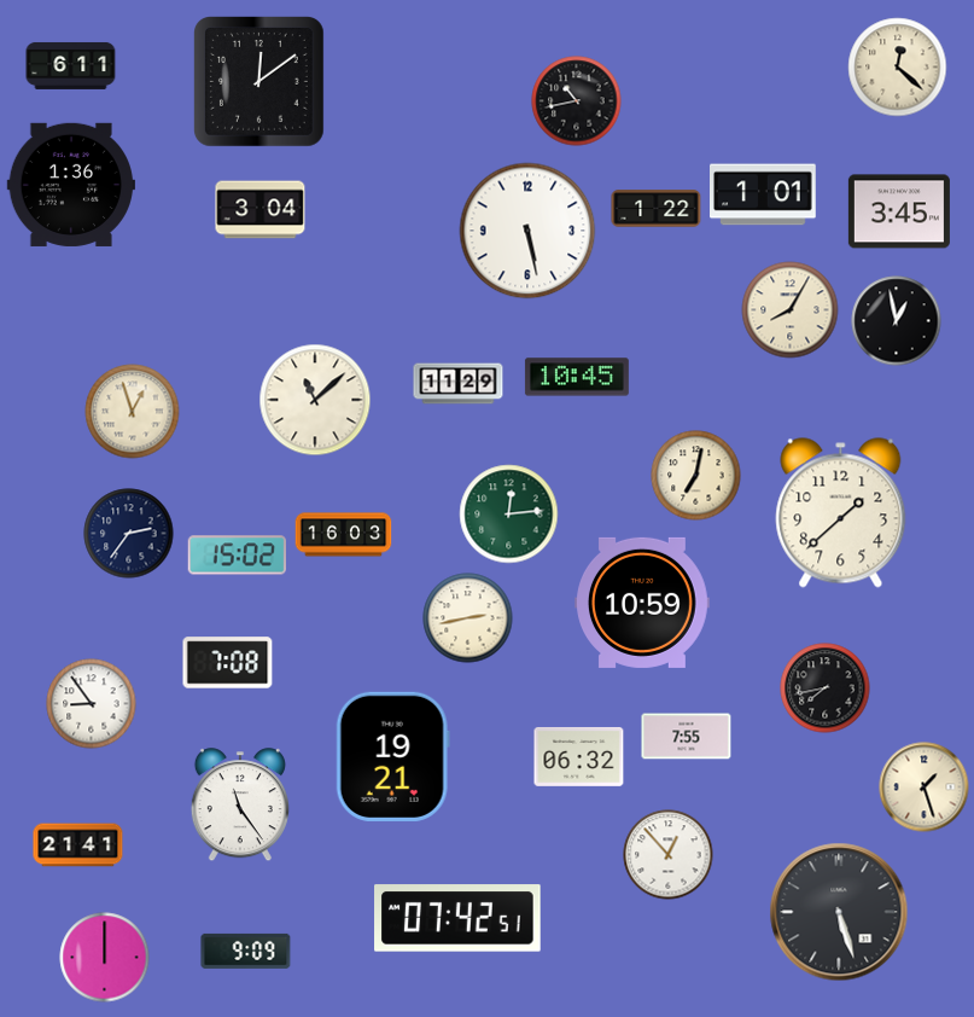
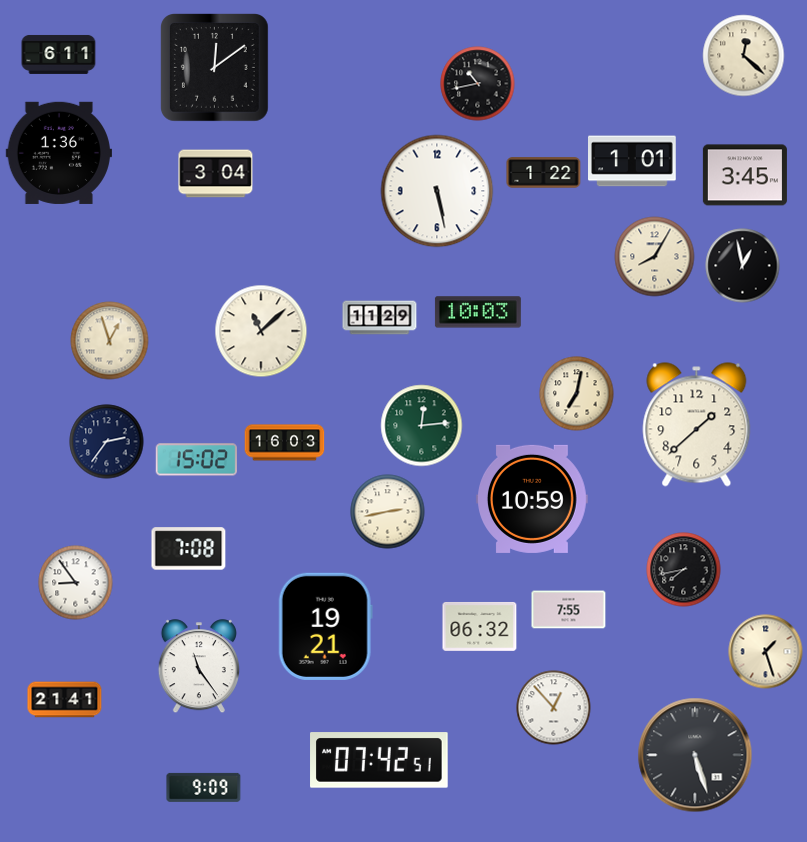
clock at (577, 377): 10:45 -> 10:03
clock at (105, 958): 12:00 -> none
